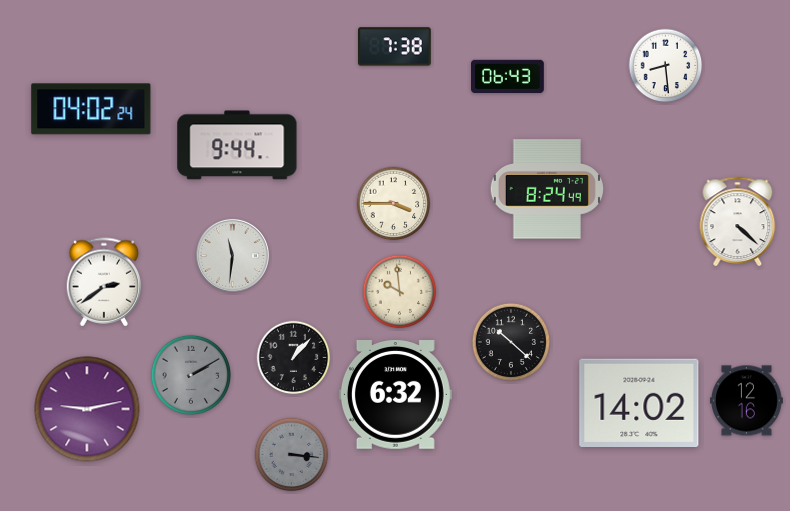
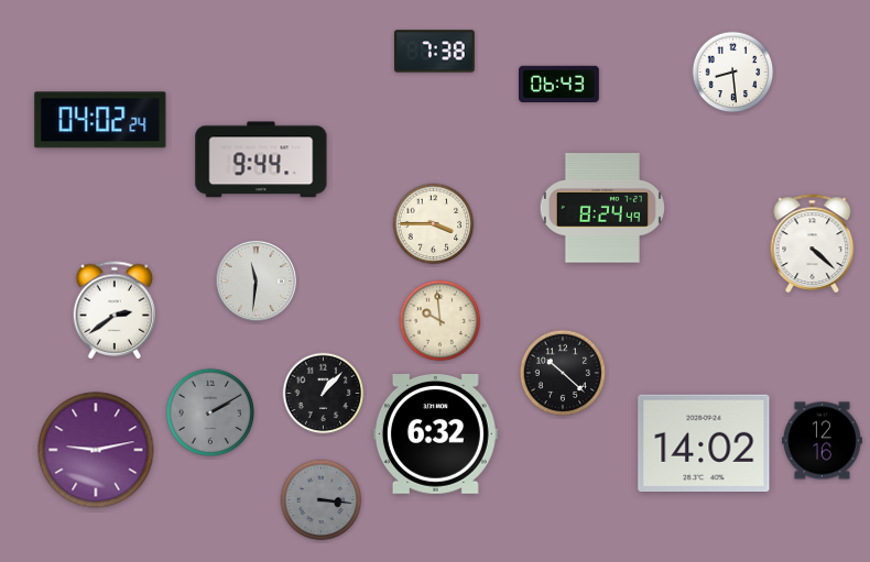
clock at (510, 341) position: (510, 341) -> (562, 372)
